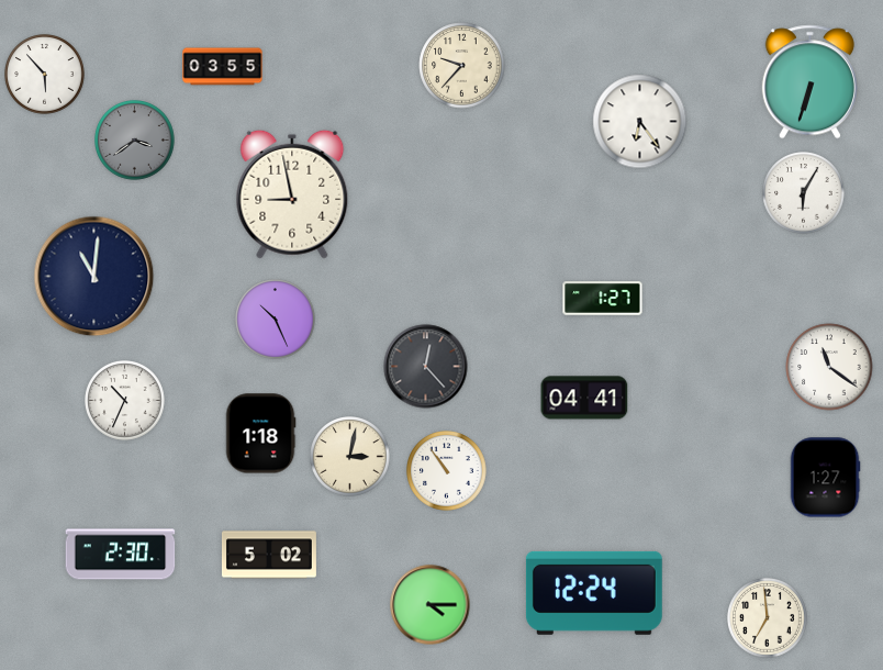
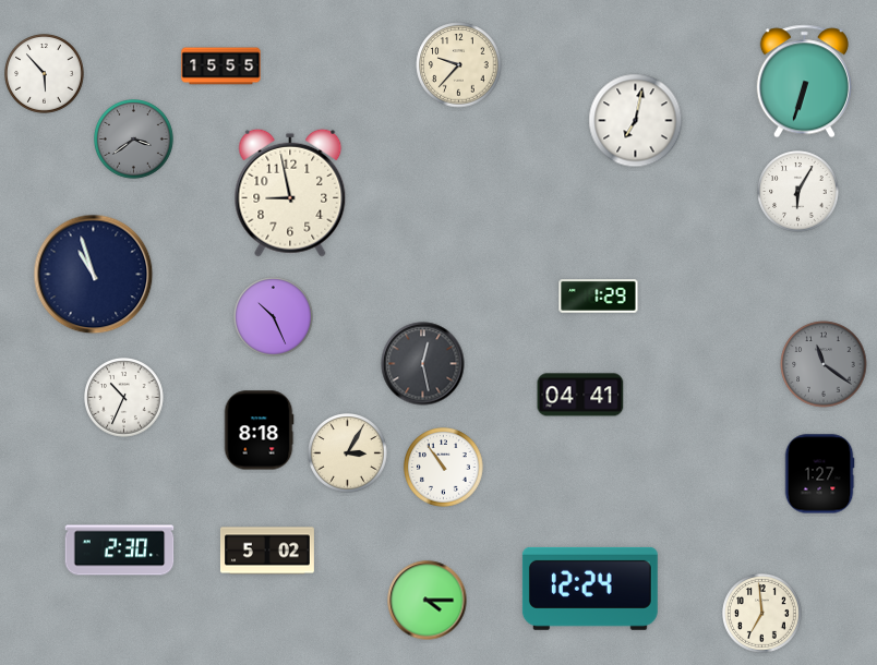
clock at (223, 67): 03:55 -> 15:55
clock at (640, 122): 6:24 -> 7:02
clock at (94, 277): 11:01 -> 10:57
clock at (603, 299): 1:27 -> 1:29
clock at (426, 367): 12:23 -> 12:28
clock at (829, 367) dial: white -> grey
clock at (260, 434): 1:18 -> 8:18
clock at (350, 457): 3:02 -> 3:05
